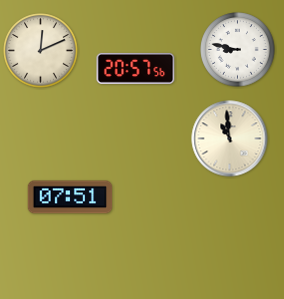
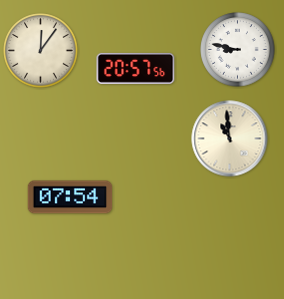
clock at (41, 51): 12:11 -> 12:06
clock at (70, 197): 07:51 -> 07:54
